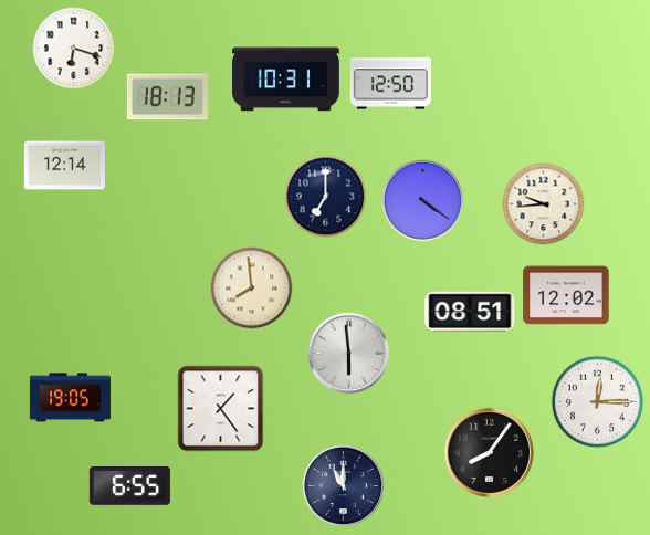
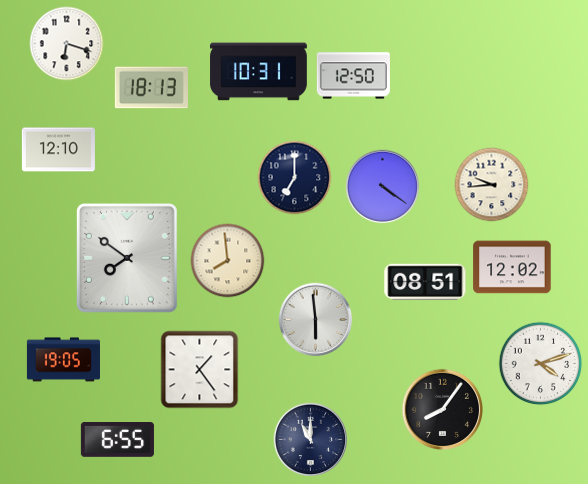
clock at (64, 166): 12:14 -> 12:10
clock at (423, 201) position: (423, 201) -> (383, 187)
clock at (127, 258): none -> 7:51
clock at (598, 402): 12:15 -> 4:12
